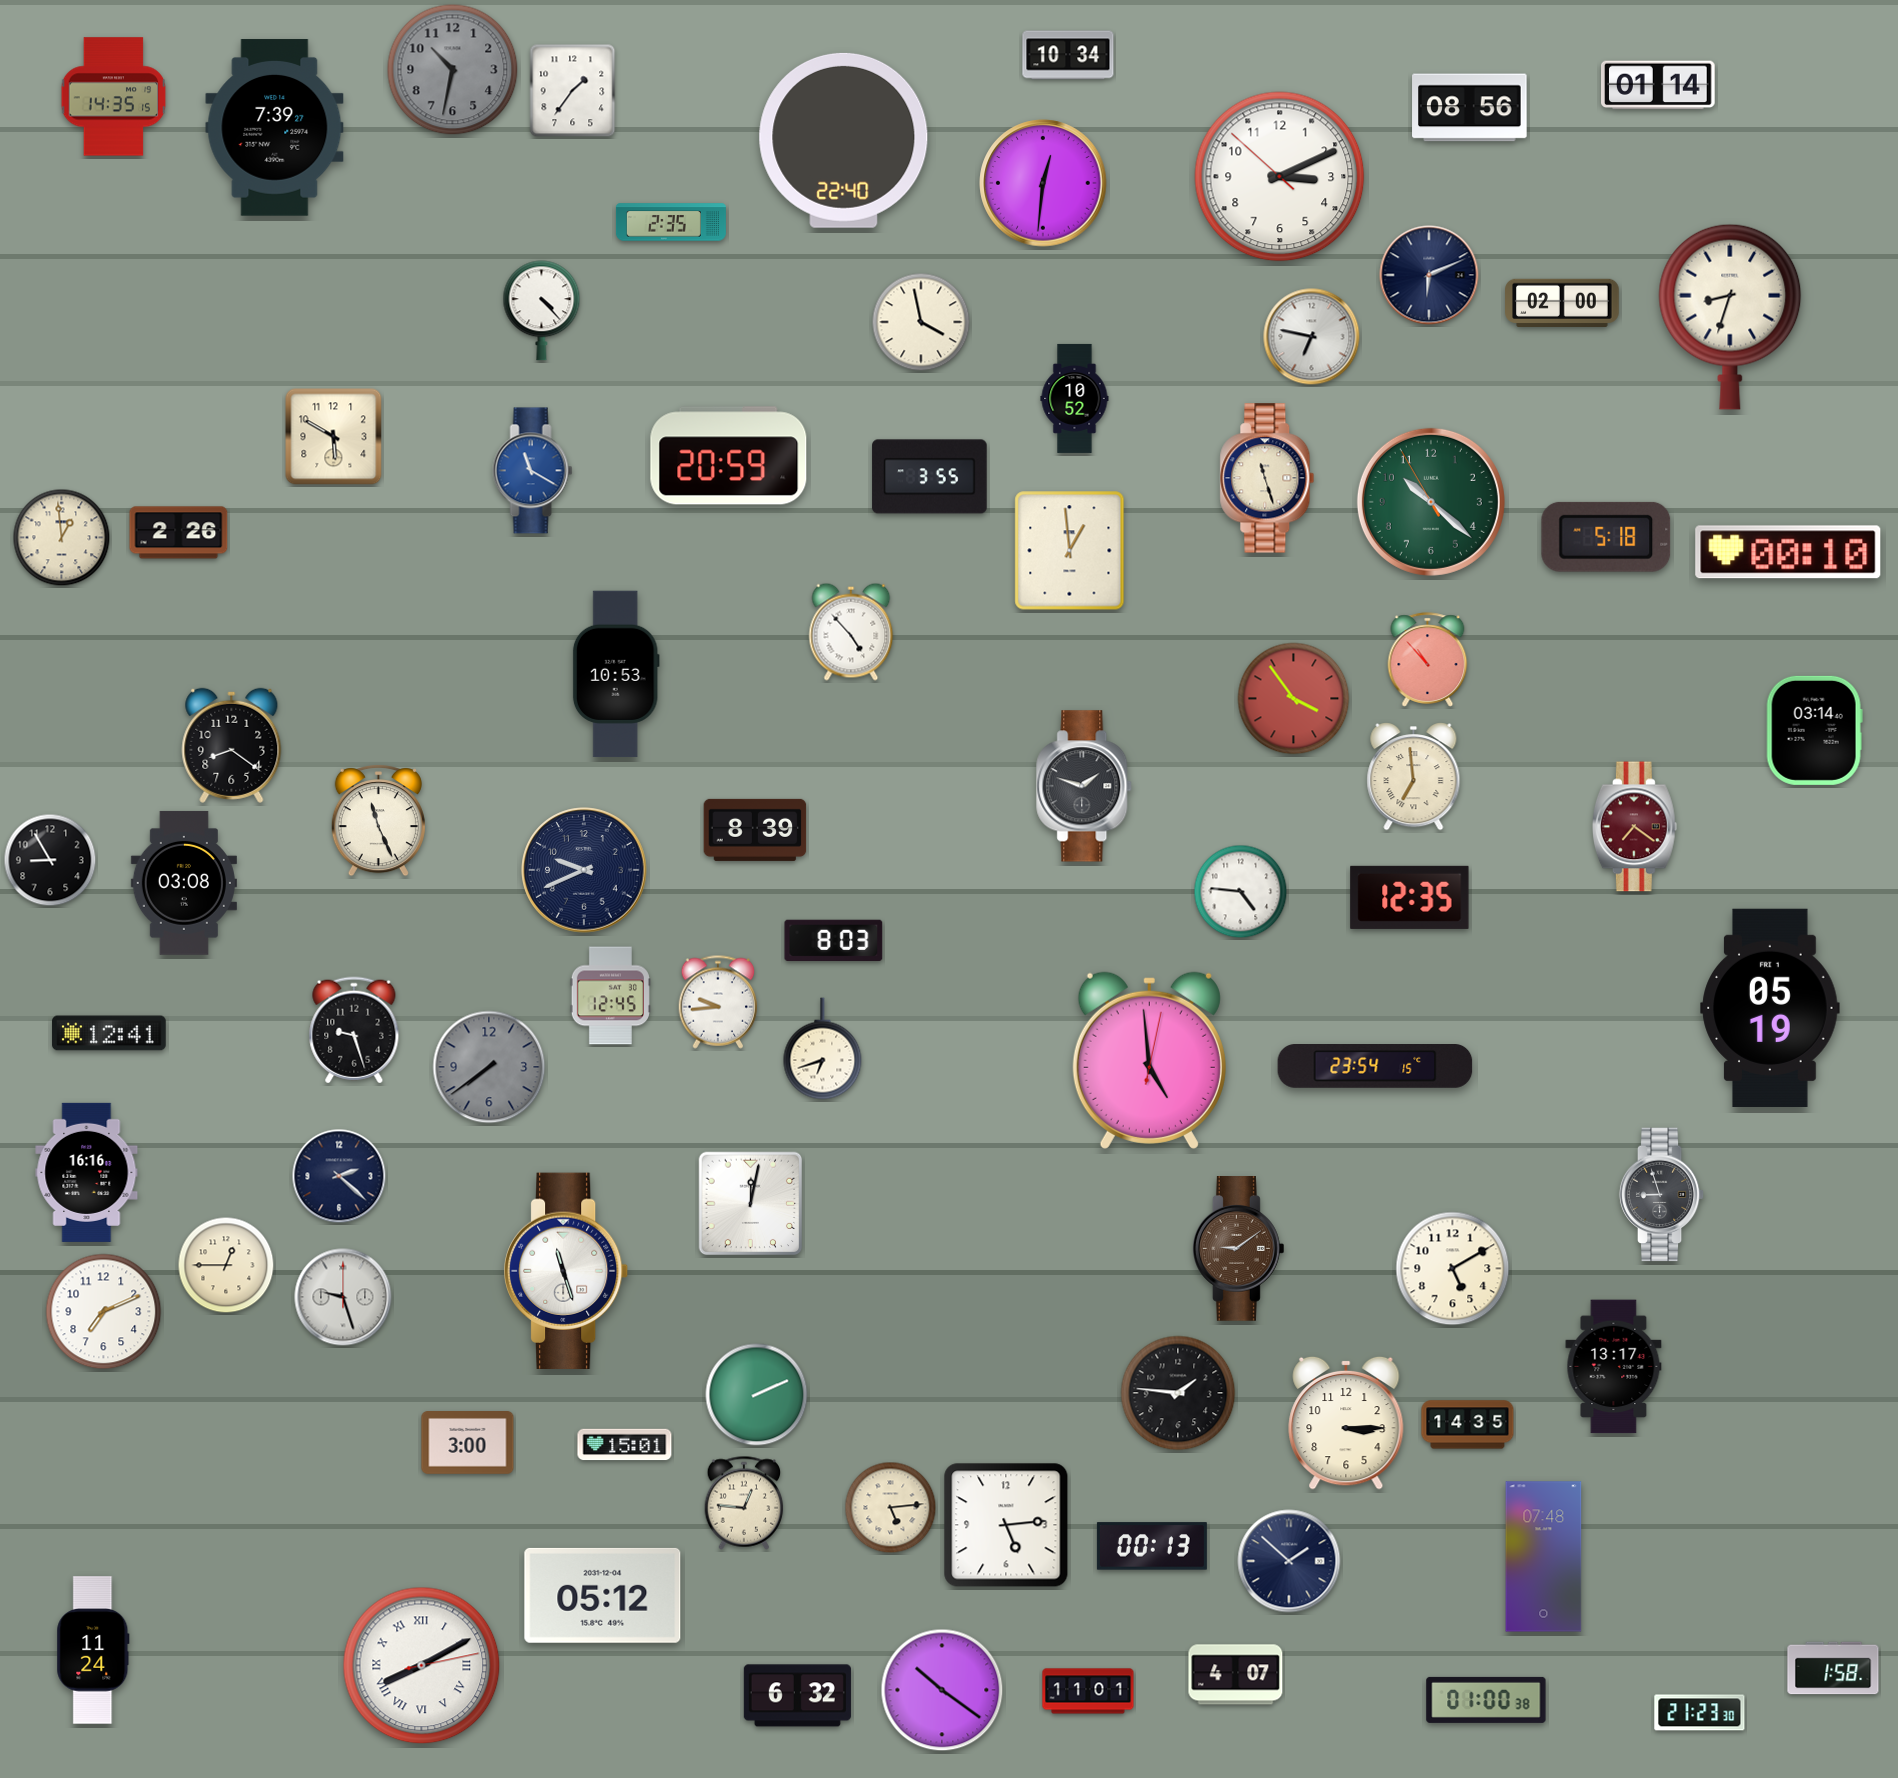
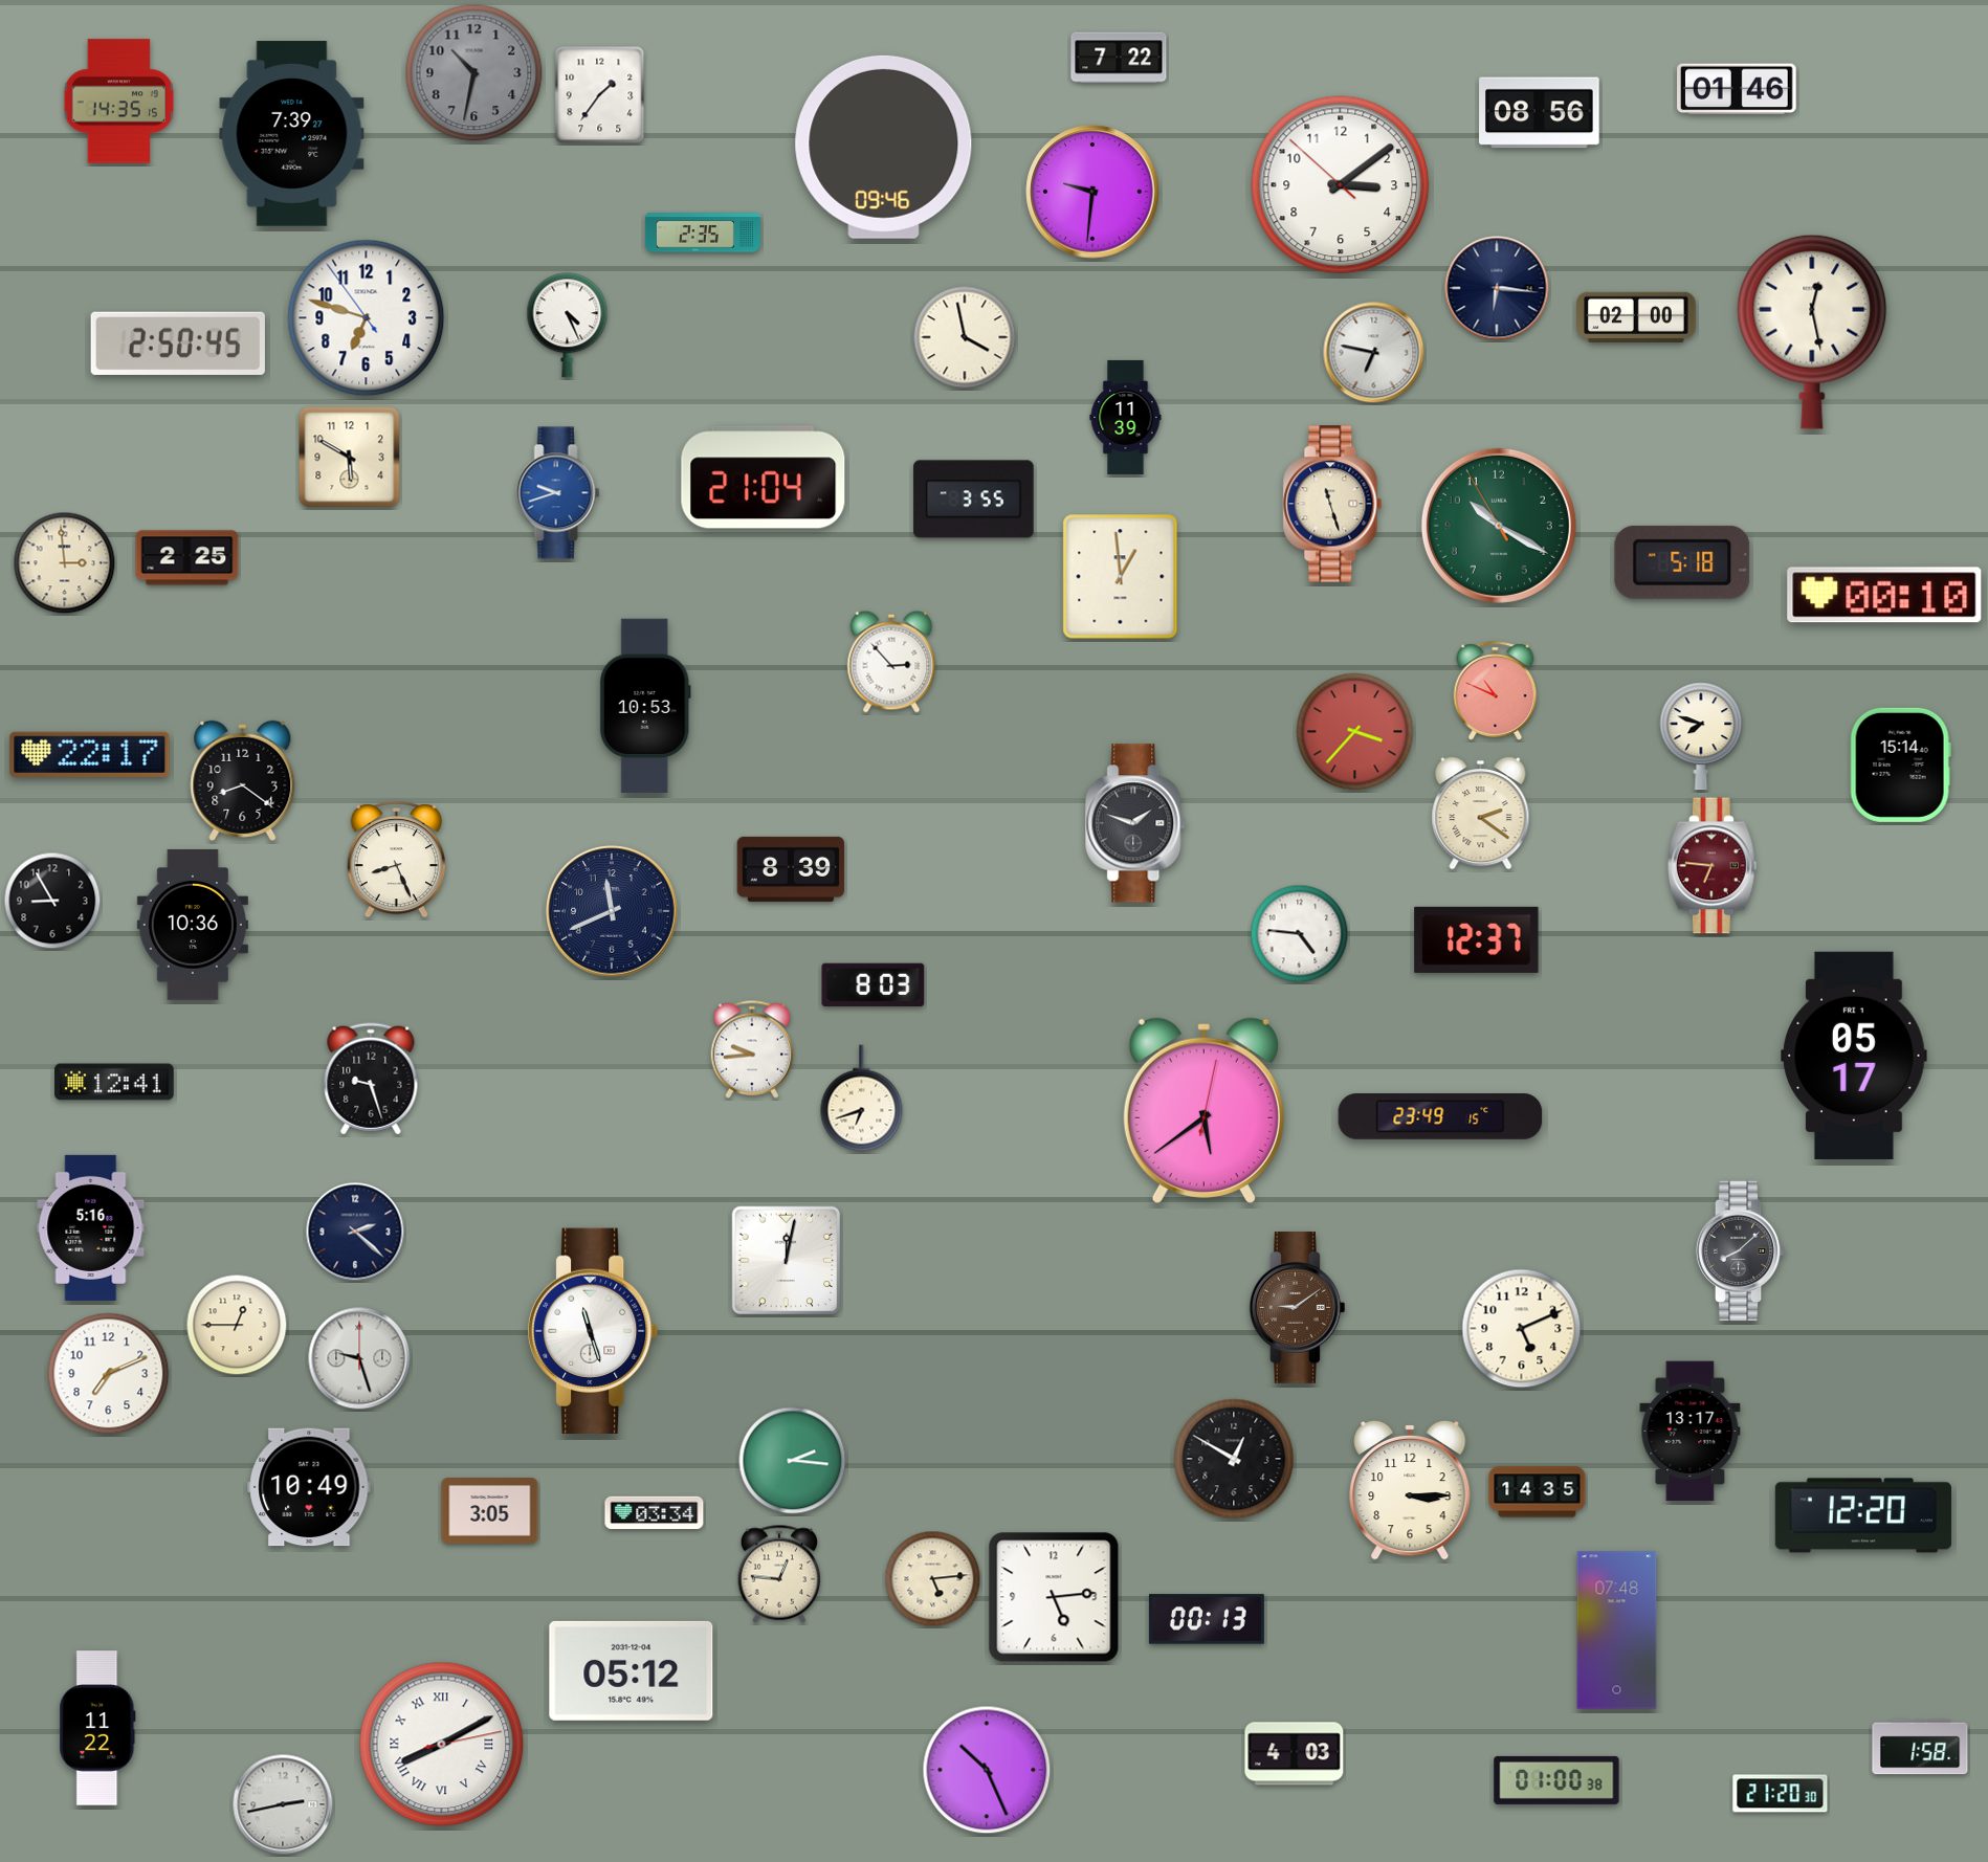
clock at (1068, 55): 10:34 -> 7:22
clock at (1659, 85): 01:14 -> 01:46
clock at (275, 128) position: (275, 128) -> (292, 134)
clock at (844, 140): 22:40 -> 09:46
clock at (1280, 177): 3:10 -> 3:08
clock at (1043, 183): 12:31 -> 9:31
clock at (1429, 275): 6:11 -> 6:16
clock at (367, 318): none -> 6:47
clock at (542, 311): 4:23 -> 4:26
clock at (1730, 317): 8:33 -> 12:28
clock at (178, 343): none -> 2:50
clock at (1075, 398): 10:52 -> 11:39
clock at (729, 456): 20:59 -> 21:04
clock at (533, 471): 11:20 -> 9:42
clock at (1267, 478) position: (1267, 478) -> (1332, 504)
clock at (1431, 502): 10:21 -> 10:19
clock at (179, 533): 2:26 -> 2:25
clock at (62, 538): 12:59 -> 2:59
clock at (1788, 552) position: (1788, 552) -> (1884, 595)
clock at (851, 632): 4:53 -> 2:53
clock at (1428, 660): 10:53 -> 10:49
clock at (1294, 699): 3:54 -> 3:37
clock at (1701, 736): none -> 7:48
clock at (90, 754): none -> 22:17
clock at (1814, 730): 03:14 -> 15:14
clock at (1414, 777): 6:59 -> 2:21
clock at (378, 821): 11:26 -> 8:26
clock at (1634, 827): 7:21 -> 6:46
clock at (584, 870): 9:41 -> 11:41
clock at (184, 883): 03:08 -> 10:36
clock at (1410, 897): 12:35 -> 12:37
clock at (610, 996): 12:45 -> none
clock at (1770, 1008): 05:19 -> 05:17
clock at (1149, 1060): 4:59 -> 5:39
clock at (489, 1067): 7:39 -> none
clock at (1375, 1067): 23:54 -> 23:49
clock at (87, 1172): 16:16 -> 5:16
clock at (1662, 1195): 8:57 -> 8:08
clock at (1453, 1269): 5:10 -> 5:11
clock at (1178, 1393): 1:46 -> 12:50
clock at (757, 1395): 2:11 -> 2:16
clock at (309, 1487): none -> 10:49
clock at (468, 1443): 3:00 -> 3:05
clock at (625, 1445): 15:01 -> 03:34
clock at (1863, 1515): none -> 12:20
clock at (1289, 1561): 1:52 -> none
clock at (93, 1650): 11:24 -> 11:22
clock at (1236, 1675): 4:07 -> 4:03
clock at (942, 1690): 10:21 -> 10:26
clock at (1088, 1691): 11:01 -> none
clock at (797, 1696): 6:32 -> none
clock at (1700, 1713): 21:23 -> 21:20
clock at (283, 1804): none -> 2:43
